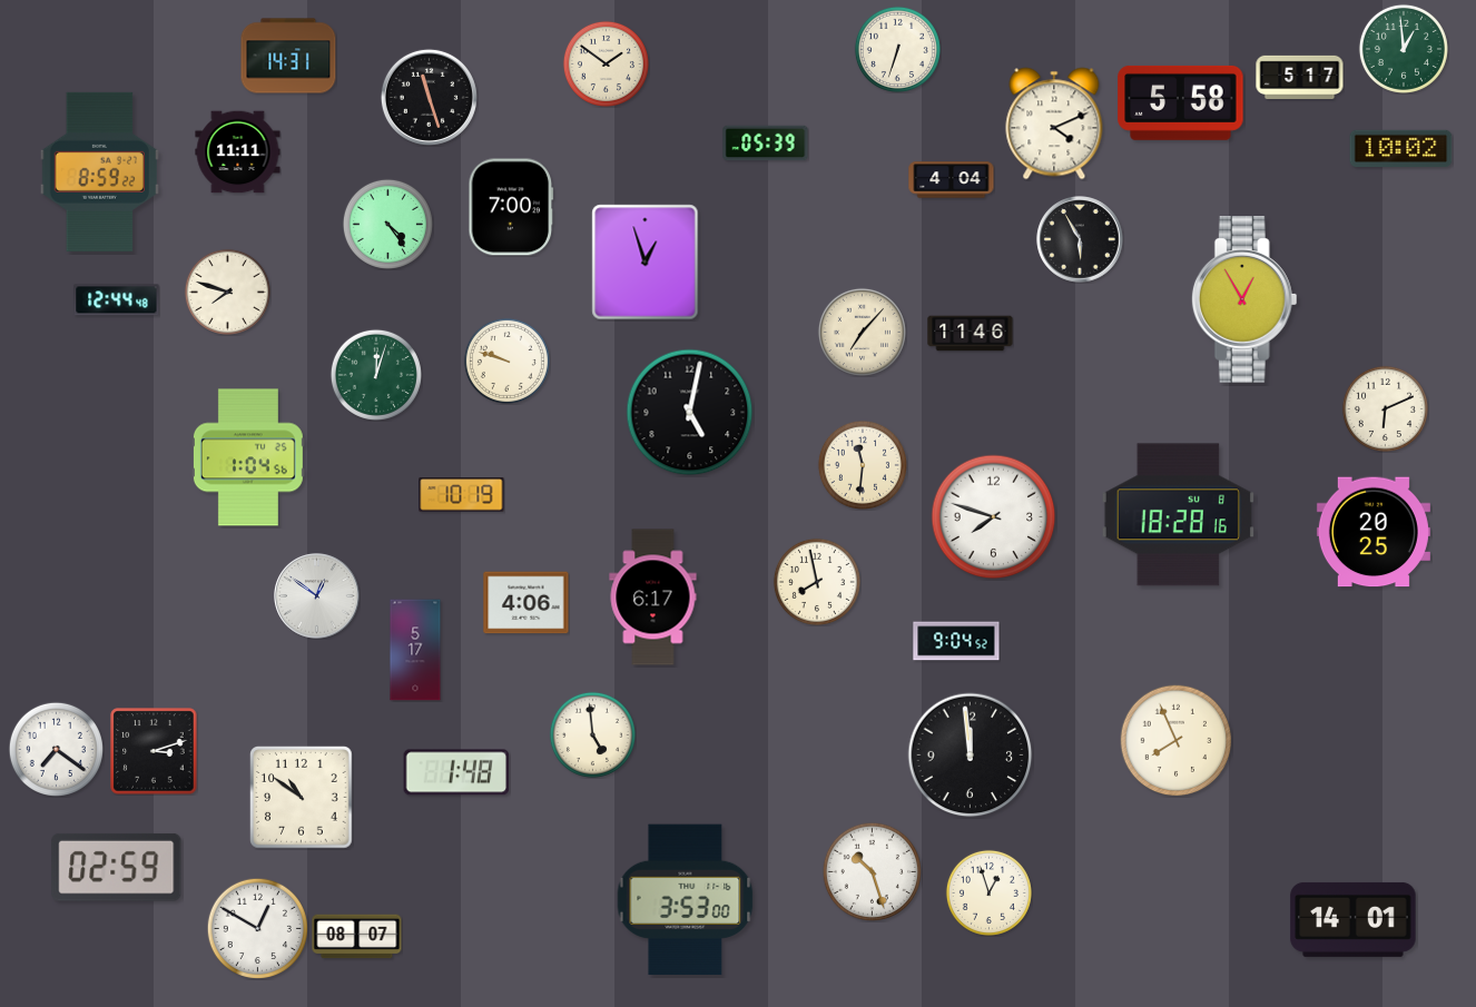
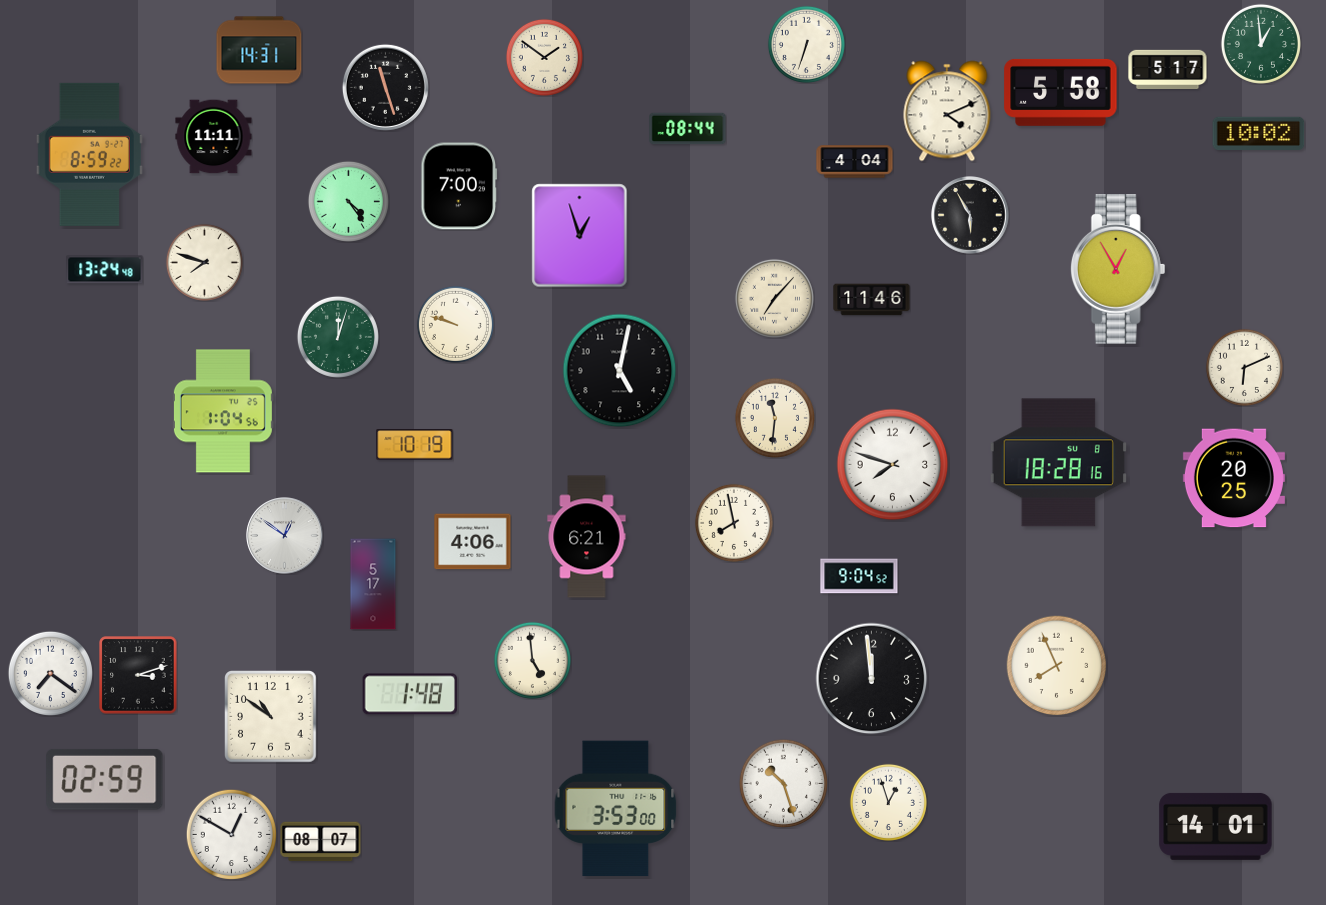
clock at (766, 144): 05:39 -> 08:44
clock at (117, 300): 12:44 -> 13:24
clock at (653, 598): 6:17 -> 6:21
